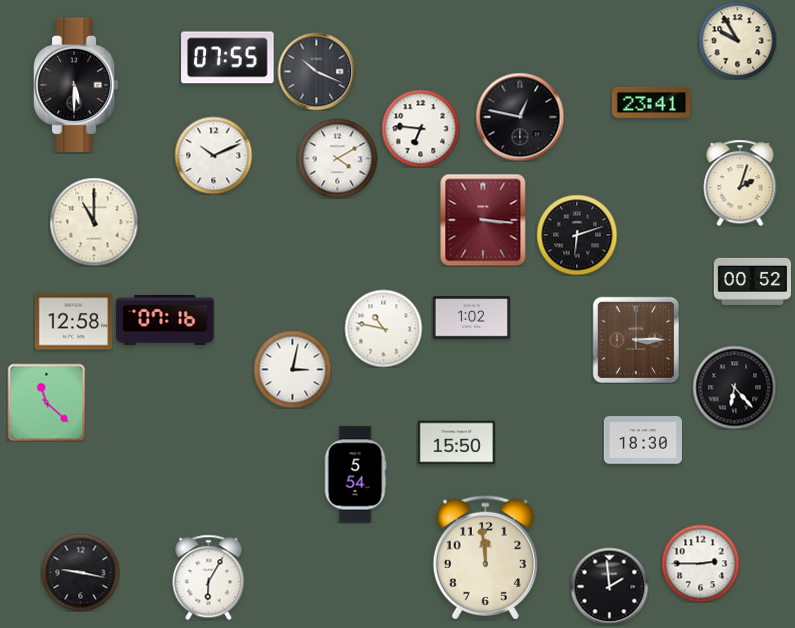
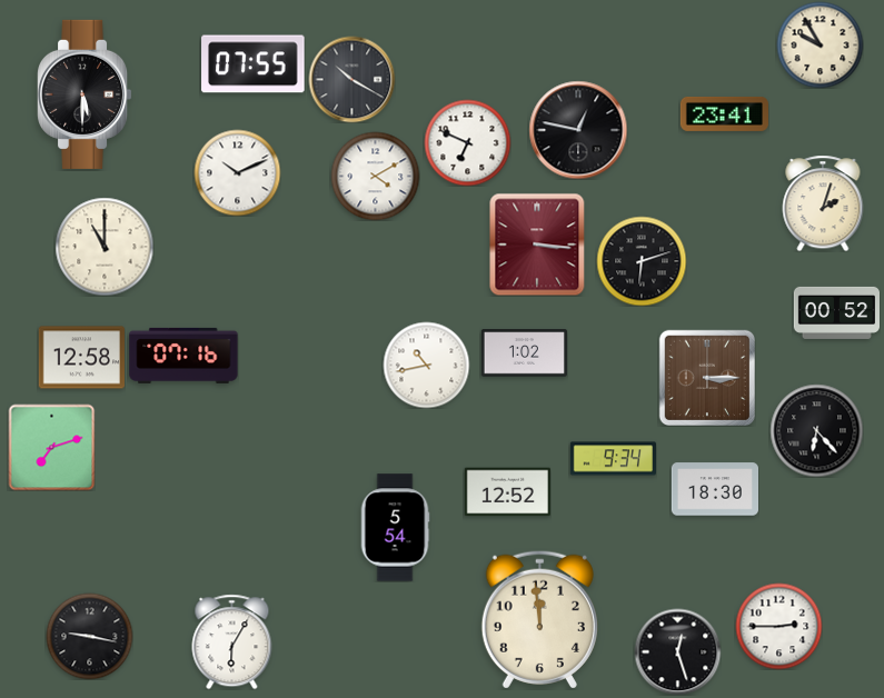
clock at (316, 71): 10:19 -> 10:20
clock at (420, 128): 6:46 -> 6:49
clock at (383, 328): 10:47 -> 10:43
clock at (292, 369): 3:02 -> none
clock at (46, 402): 11:22 -> 7:12
clock at (613, 459): none -> 9:34
clock at (456, 443): 15:50 -> 12:52
clock at (609, 586): 1:59 -> 12:27
